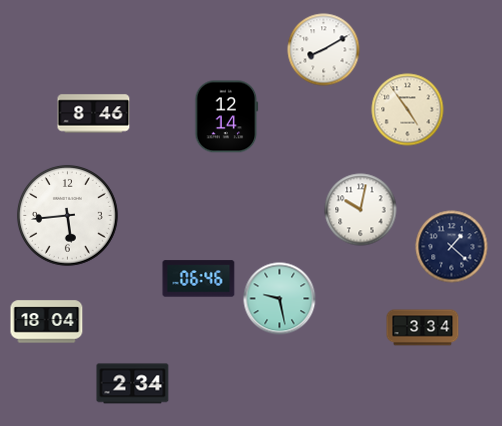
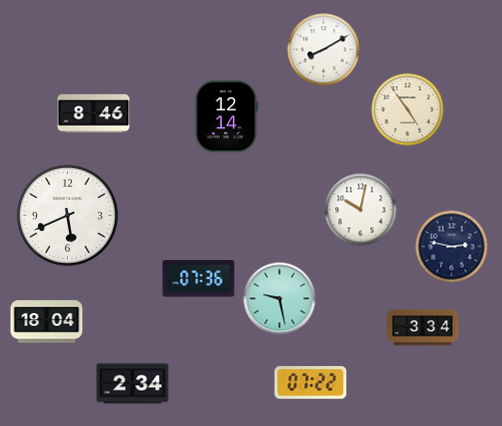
clock at (67, 215): 5:44 -> 5:41
clock at (452, 247): 1:22 -> 2:47
clock at (199, 279): 06:46 -> 07:36
clock at (311, 383): none -> 07:22
